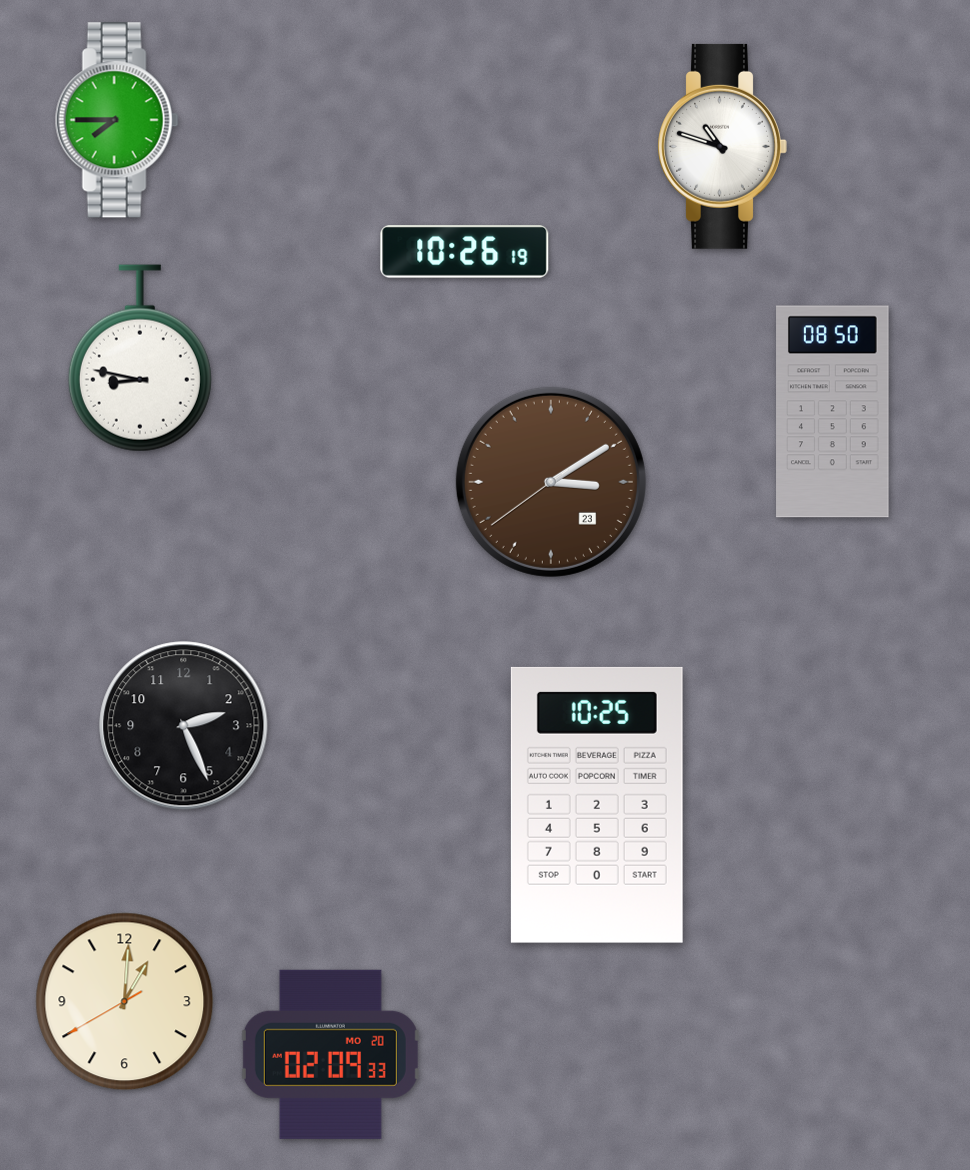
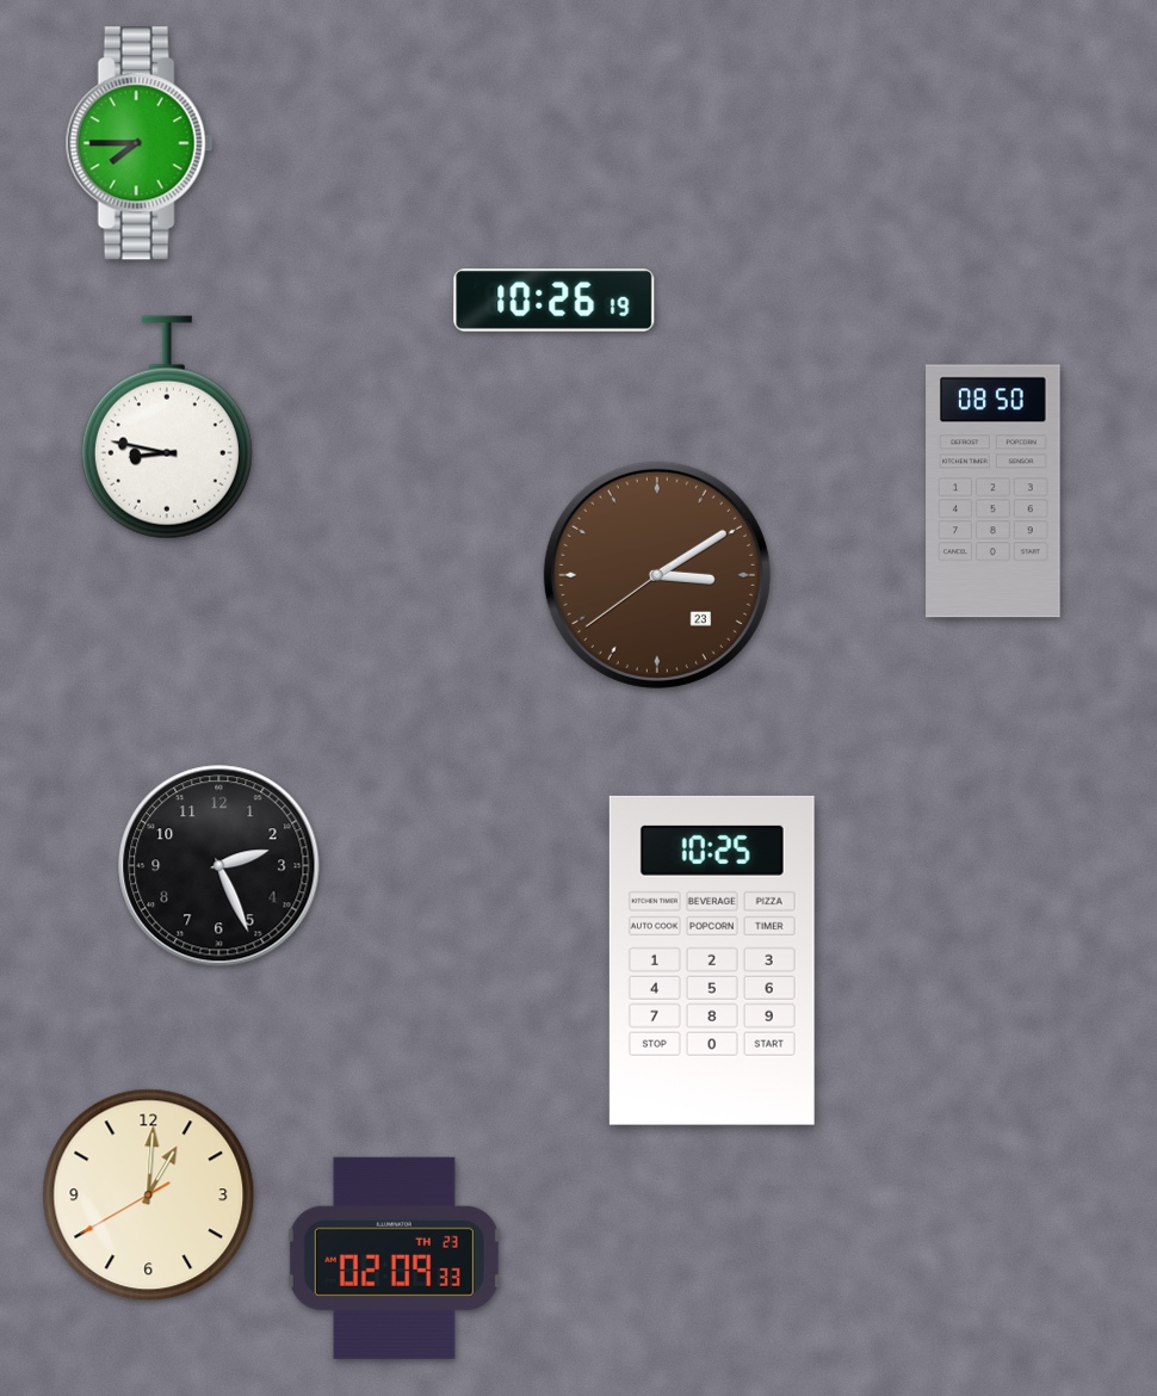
clock at (722, 146): 10:48 -> none
clock at (330, 1054) date: MO 20 -> TH 23
